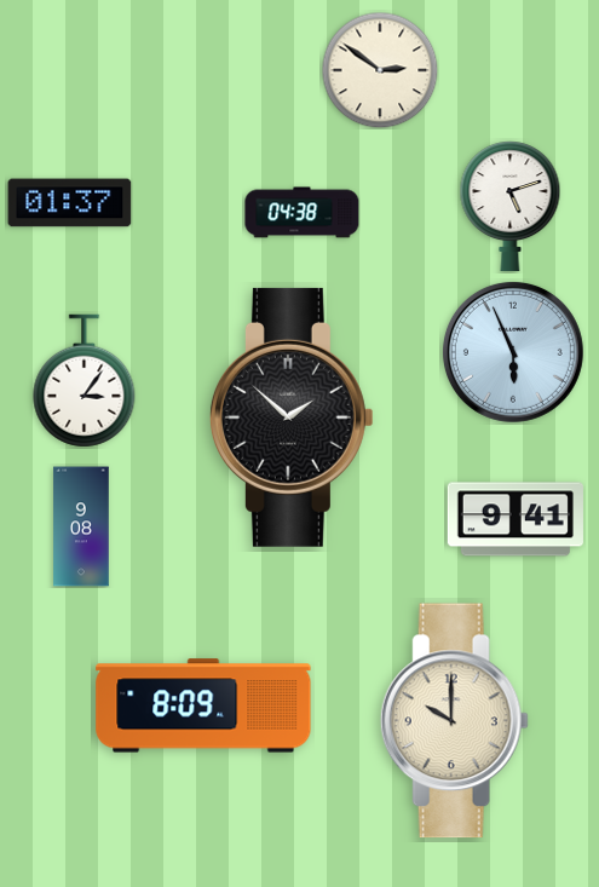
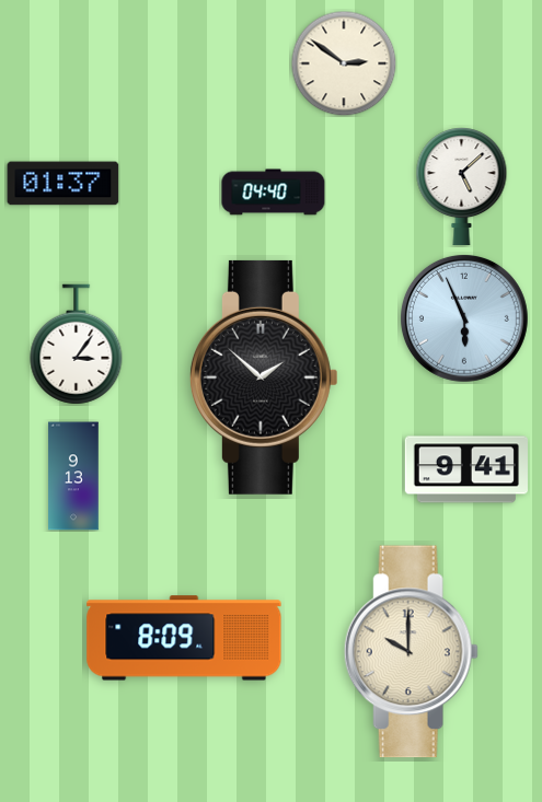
clock at (511, 207): 5:12 -> 5:08
clock at (303, 213): 04:38 -> 04:40
clock at (81, 526): 9:08 -> 9:13
